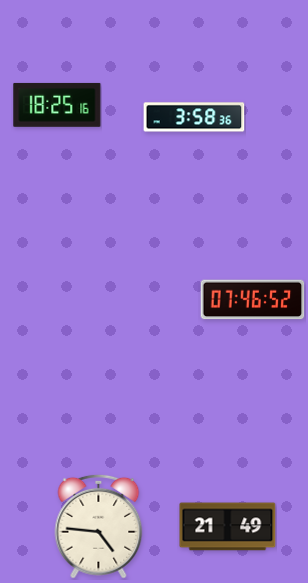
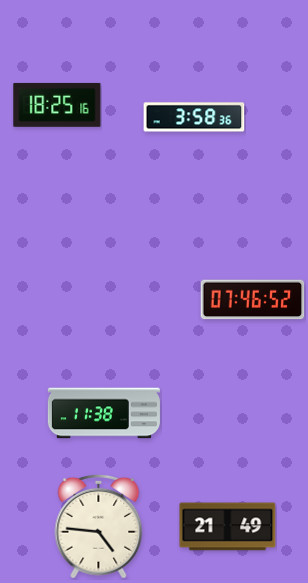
clock at (104, 413): none -> 11:38
